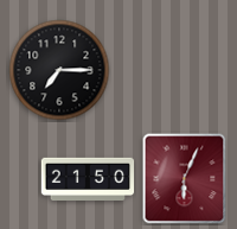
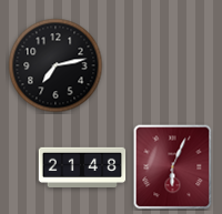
clock at (59, 70): 7:15 -> 7:13
clock at (88, 178): 21:50 -> 21:48
